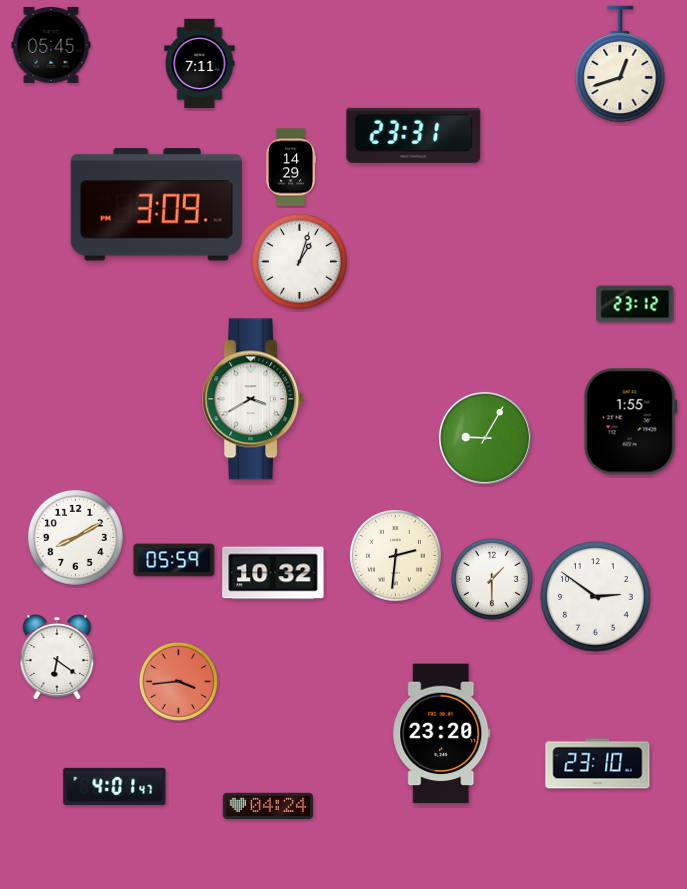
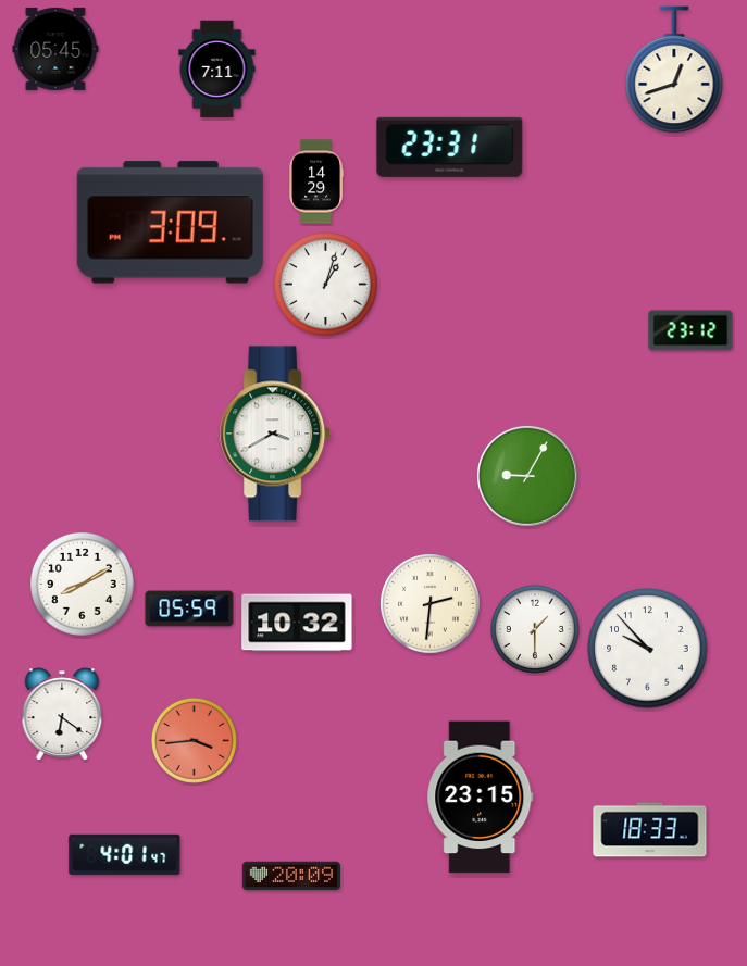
clock at (630, 422): 1:55 -> none
clock at (596, 597): 2:51 -> 9:53
clock at (442, 734): 23:20 -> 23:15
clock at (598, 764): 23:10 -> 18:33
clock at (267, 806): 04:24 -> 20:09
